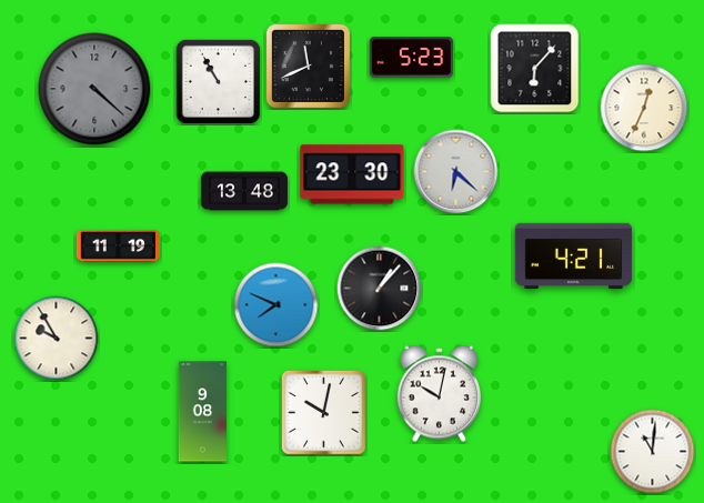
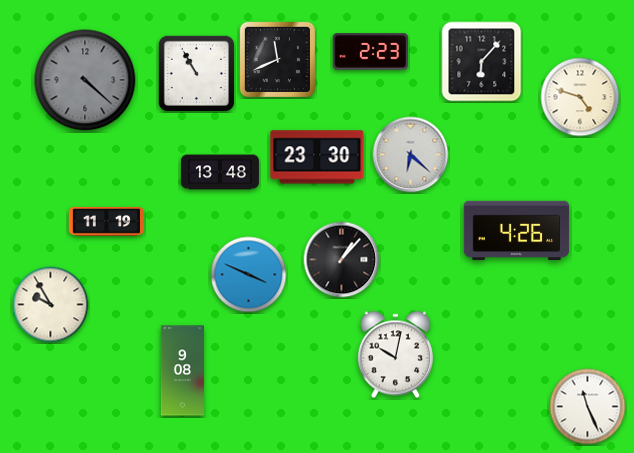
clock at (411, 58): 5:23 -> 2:23
clock at (644, 108): 12:34 -> 4:48
clock at (574, 256): 4:21 -> 4:26
clock at (276, 305): 7:49 -> 3:49
clock at (324, 413): 10:02 -> none
clock at (653, 452): 11:01 -> 11:26
